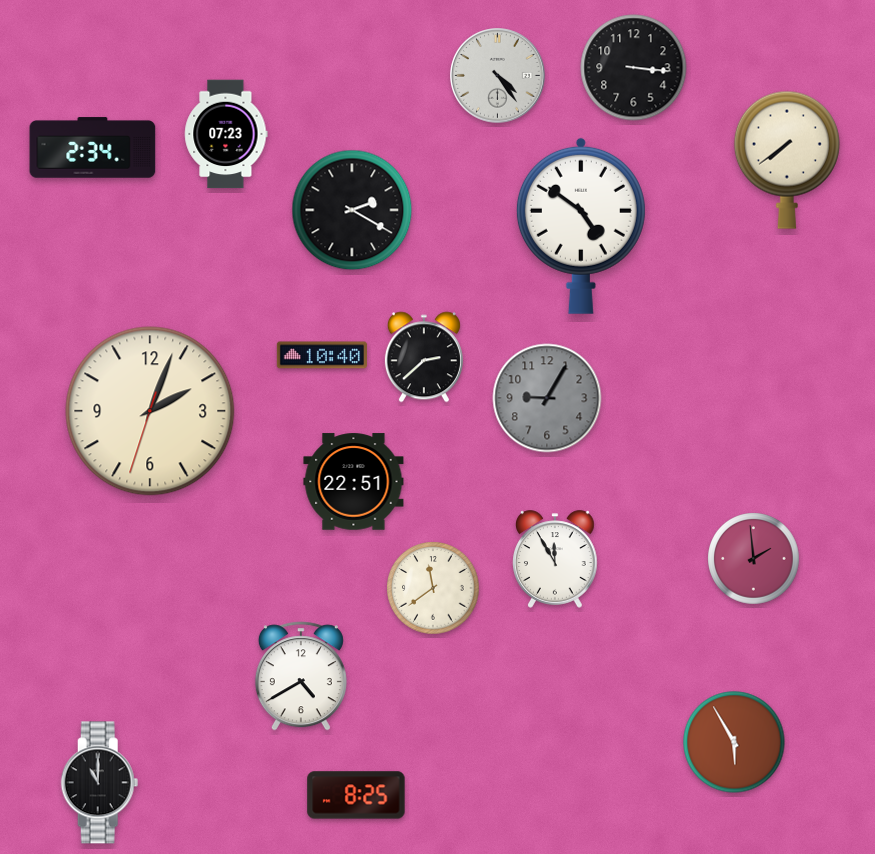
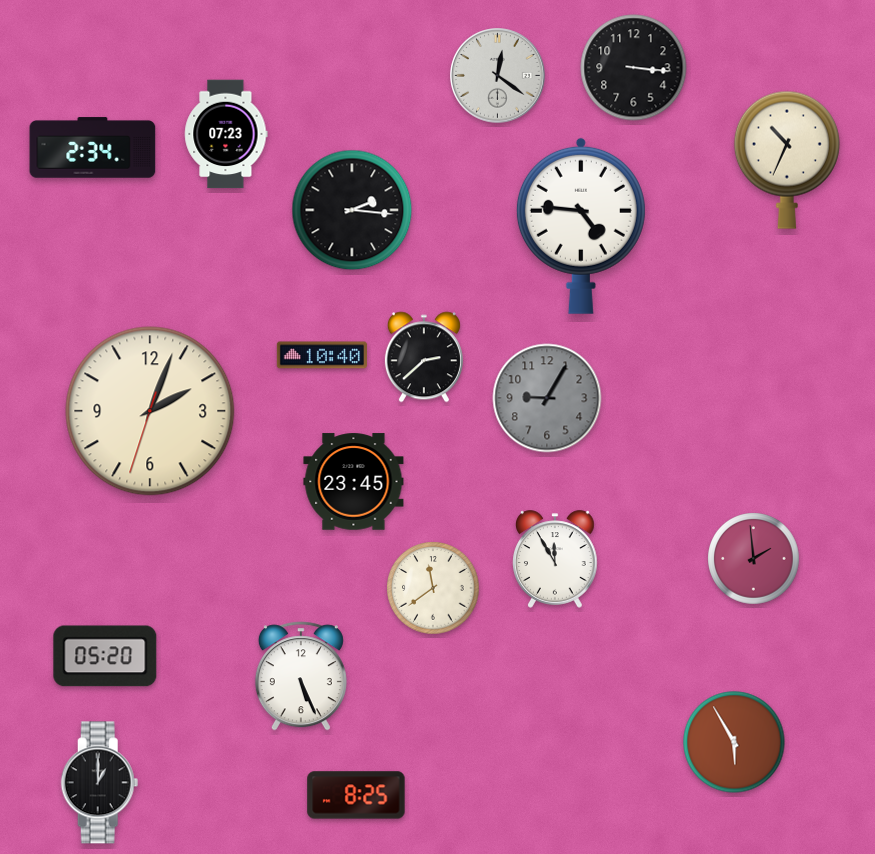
clock at (498, 76): 4:24 -> 12:21
clock at (787, 160): 7:39 -> 10:34
clock at (352, 210): 2:20 -> 2:16
clock at (581, 226): 4:51 -> 4:46
clock at (354, 482): 22:51 -> 23:45
clock at (105, 656): none -> 05:20
clock at (301, 676): 4:40 -> 5:26
clock at (100, 783): 11:00 -> 1:00
